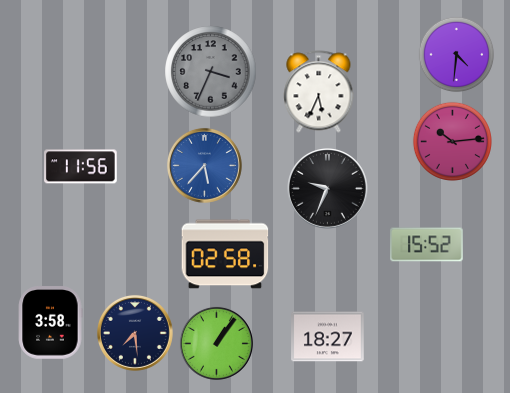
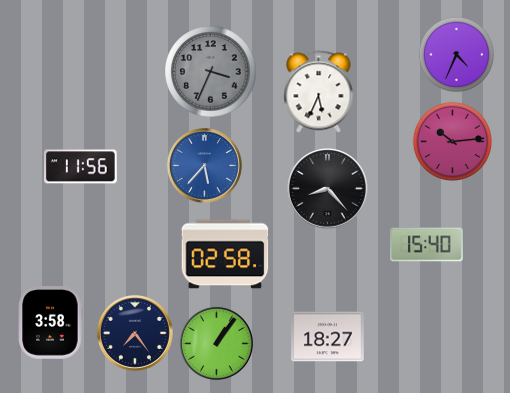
clock at (457, 55): 4:31 -> 4:34
clock at (328, 189): 9:34 -> 8:23
clock at (427, 245): 15:52 -> 15:40
clock at (135, 333): 7:29 -> 7:24
